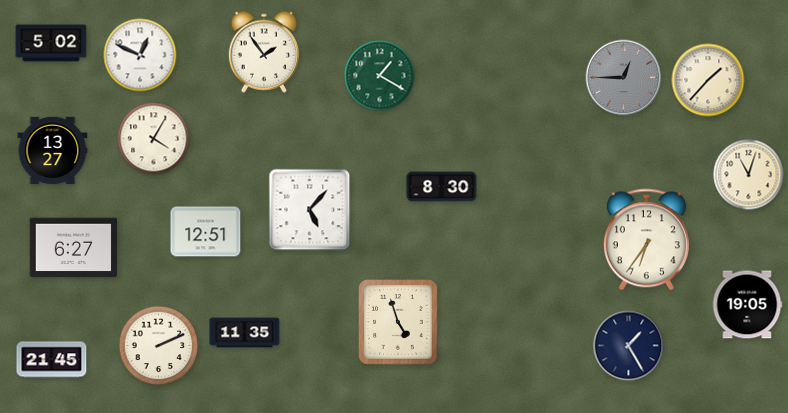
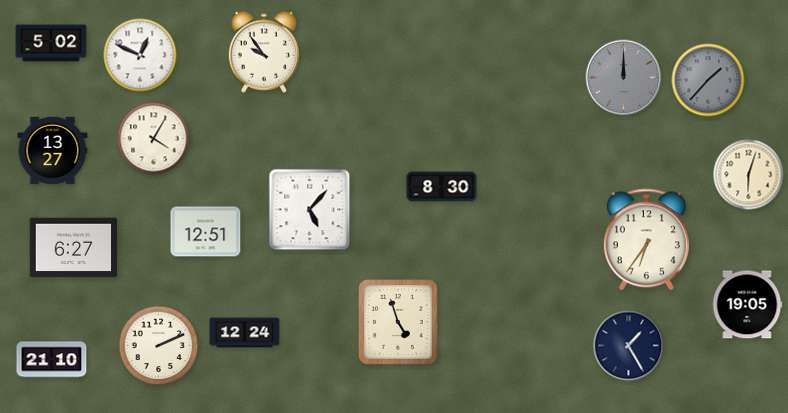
clock at (263, 52): 1:54 -> 9:54
clock at (380, 76): 1:20 -> none
clock at (624, 78): 12:45 -> 12:00
clock at (708, 80) dial: cream -> grey
clock at (749, 175): 11:03 -> 6:03
clock at (245, 333): 11:35 -> 12:24
clock at (52, 360): 21:45 -> 21:10
